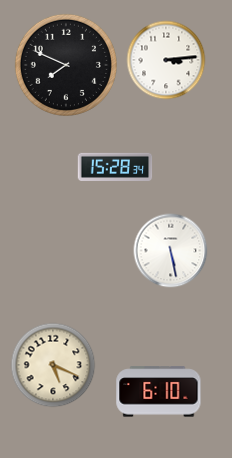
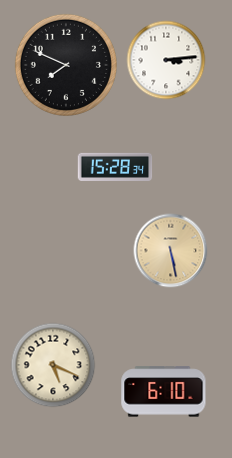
clock at (171, 251) dial: white -> champagne
clock at (159, 392) position: (159, 392) -> (164, 392)
